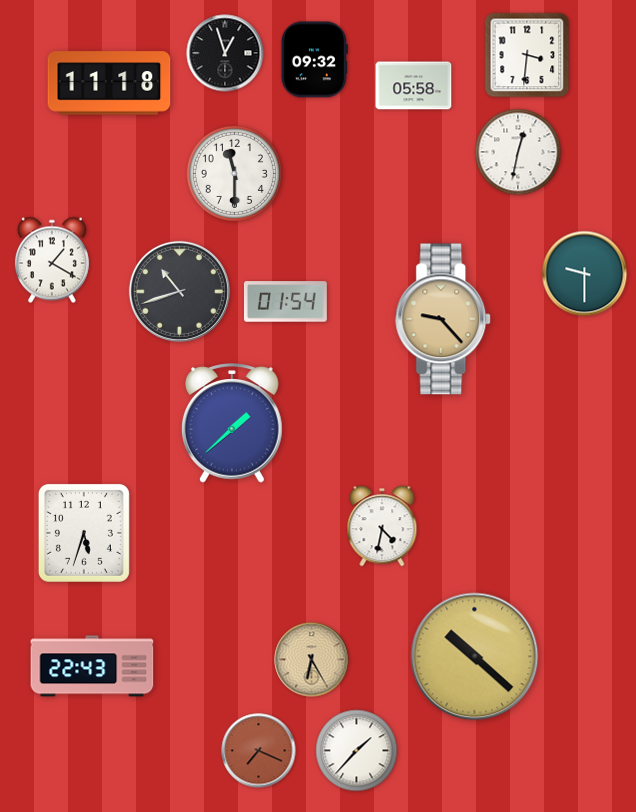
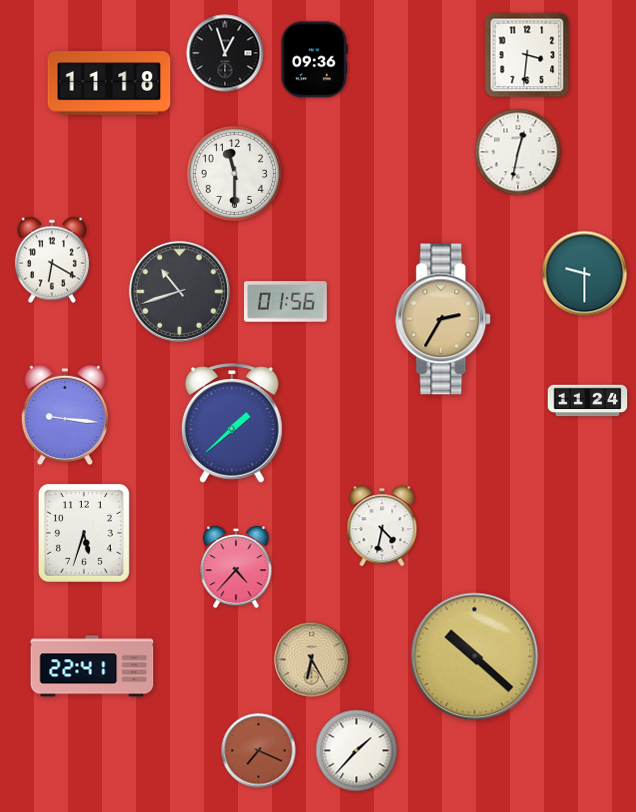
clock at (314, 60): 09:32 -> 09:36
clock at (414, 86): 05:58 -> none
clock at (52, 260): 1:20 -> 6:20
clock at (285, 302): 01:54 -> 01:56
clock at (444, 319): 9:23 -> 2:35
clock at (588, 401): none -> 11:24
clock at (65, 415): none -> 9:16
clock at (236, 568): none -> 4:37
clock at (92, 666): 22:43 -> 22:41
